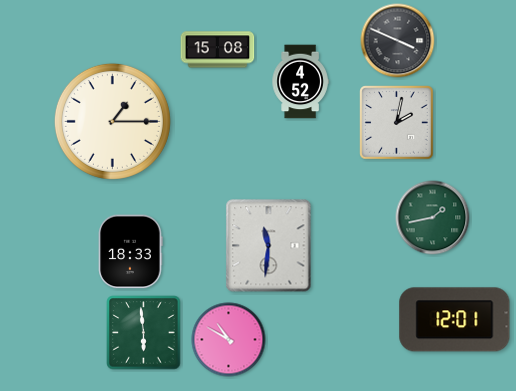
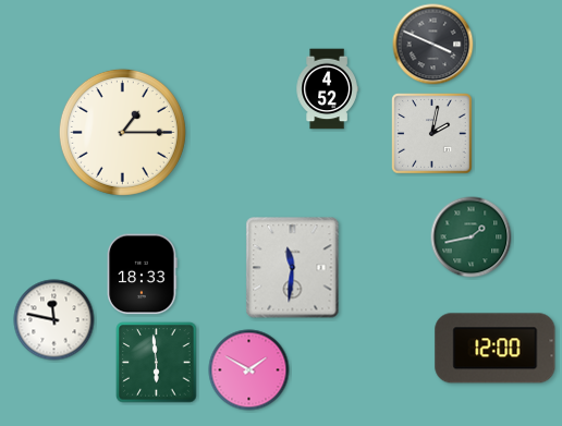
clock at (218, 50): 15:08 -> none
clock at (54, 320): none -> 11:47
clock at (455, 320): 12:01 -> 12:00
clock at (229, 340): 10:50 -> 1:50
